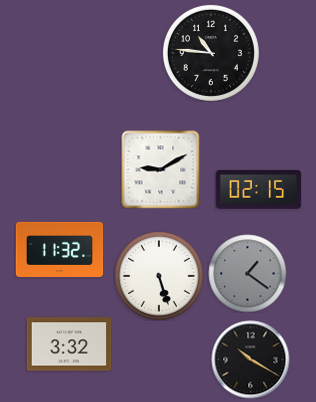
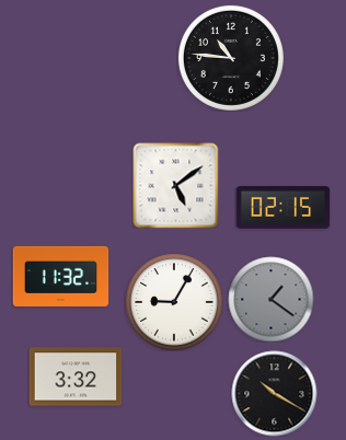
clock at (160, 169): 9:10 -> 5:09
clock at (59, 249) position: (59, 249) -> (60, 276)
clock at (159, 276): 5:27 -> 9:05
